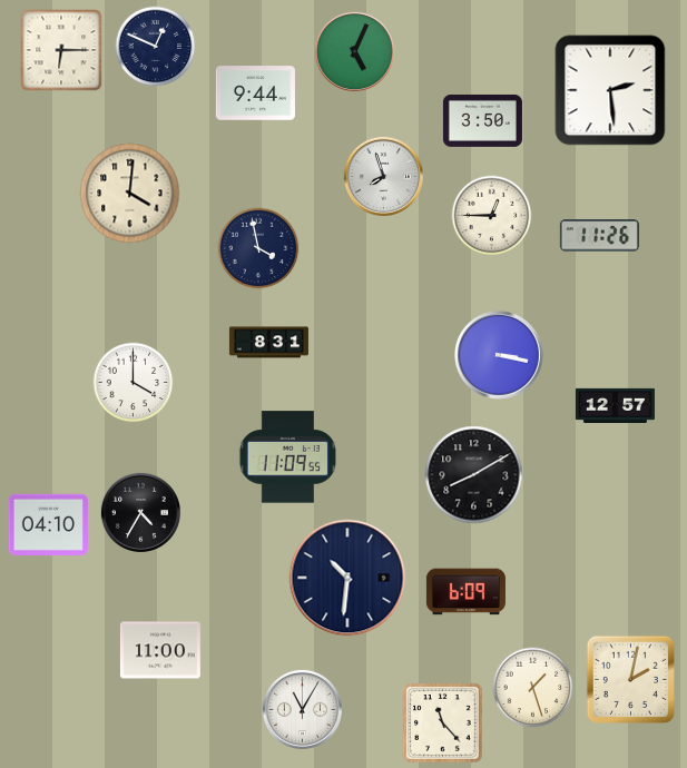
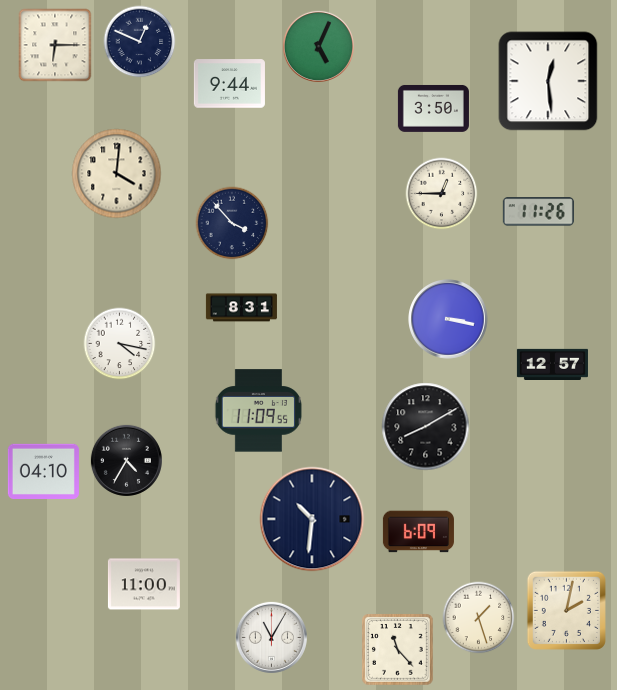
clock at (610, 90): 2:29 -> 12:29
clock at (383, 176): 7:57 -> none
clock at (258, 248): 3:58 -> 3:53
clock at (134, 383): 4:00 -> 4:17
